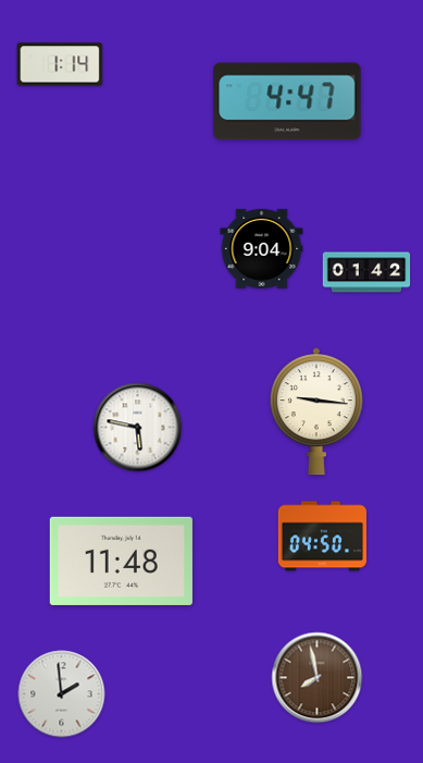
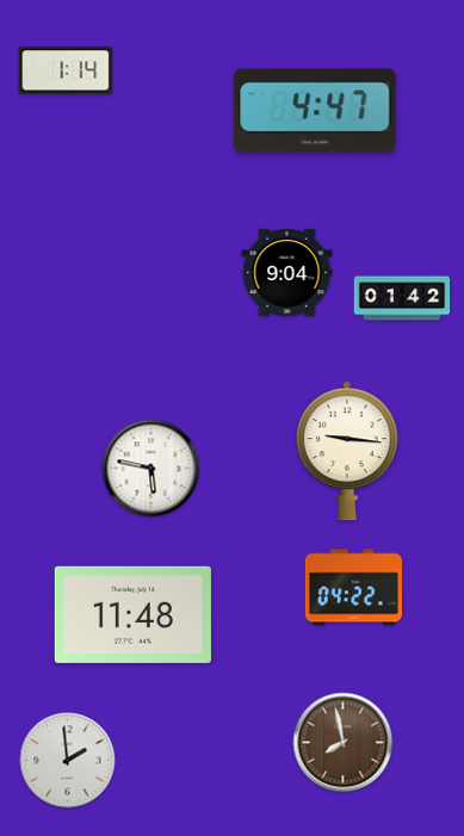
clock at (322, 537): 04:50 -> 04:22
clock at (318, 678) position: (318, 678) -> (344, 743)
